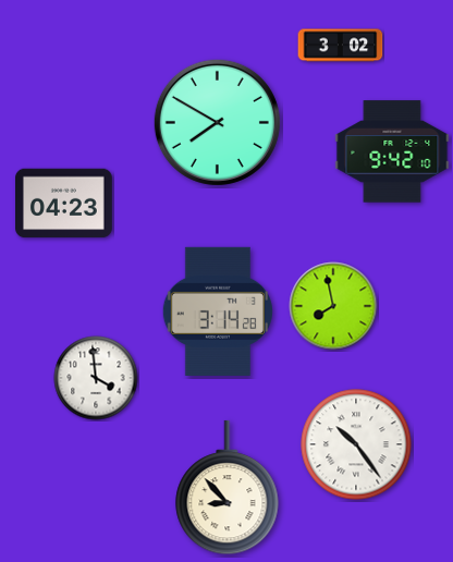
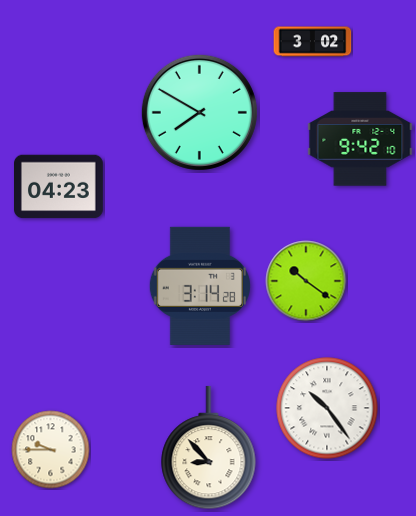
clock at (333, 306): 7:58 -> 10:21
clock at (96, 378): 3:59 -> none
clock at (51, 450): none -> 9:45
